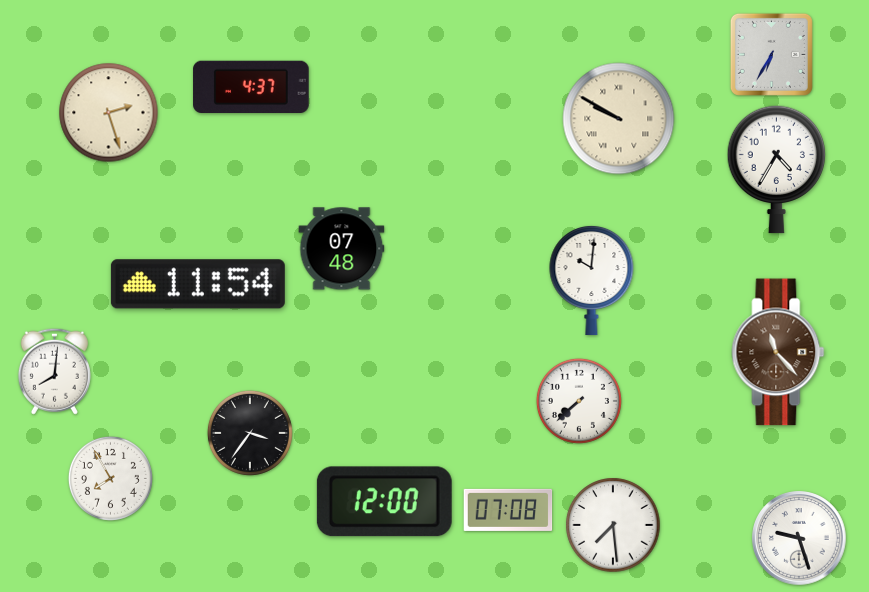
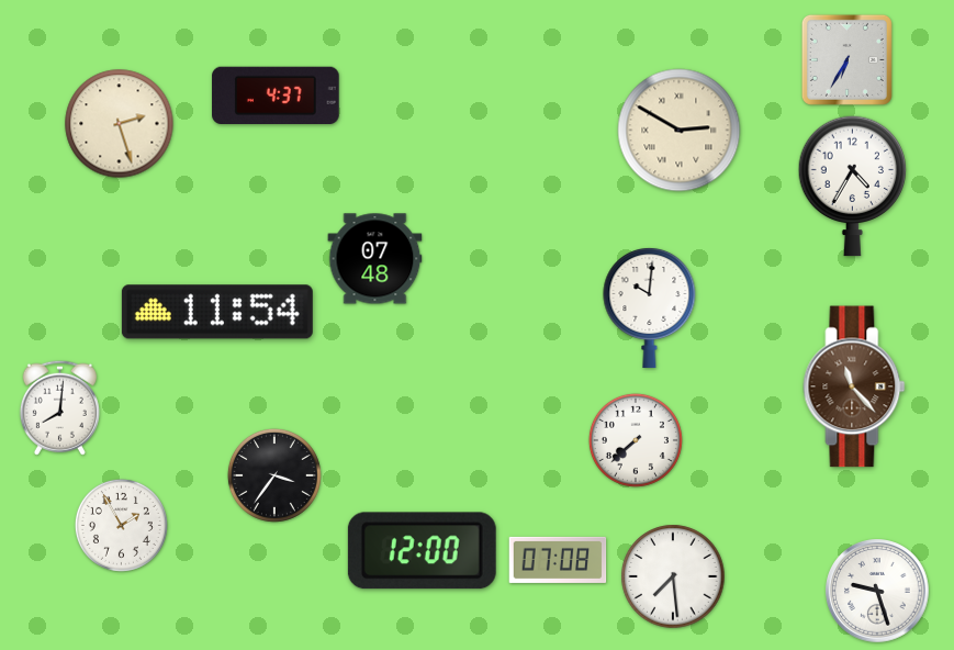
clock at (619, 119): 9:50 -> 2:50
clock at (342, 249) position: (342, 249) -> (375, 259)
clock at (110, 478): 7:55 -> 1:55
